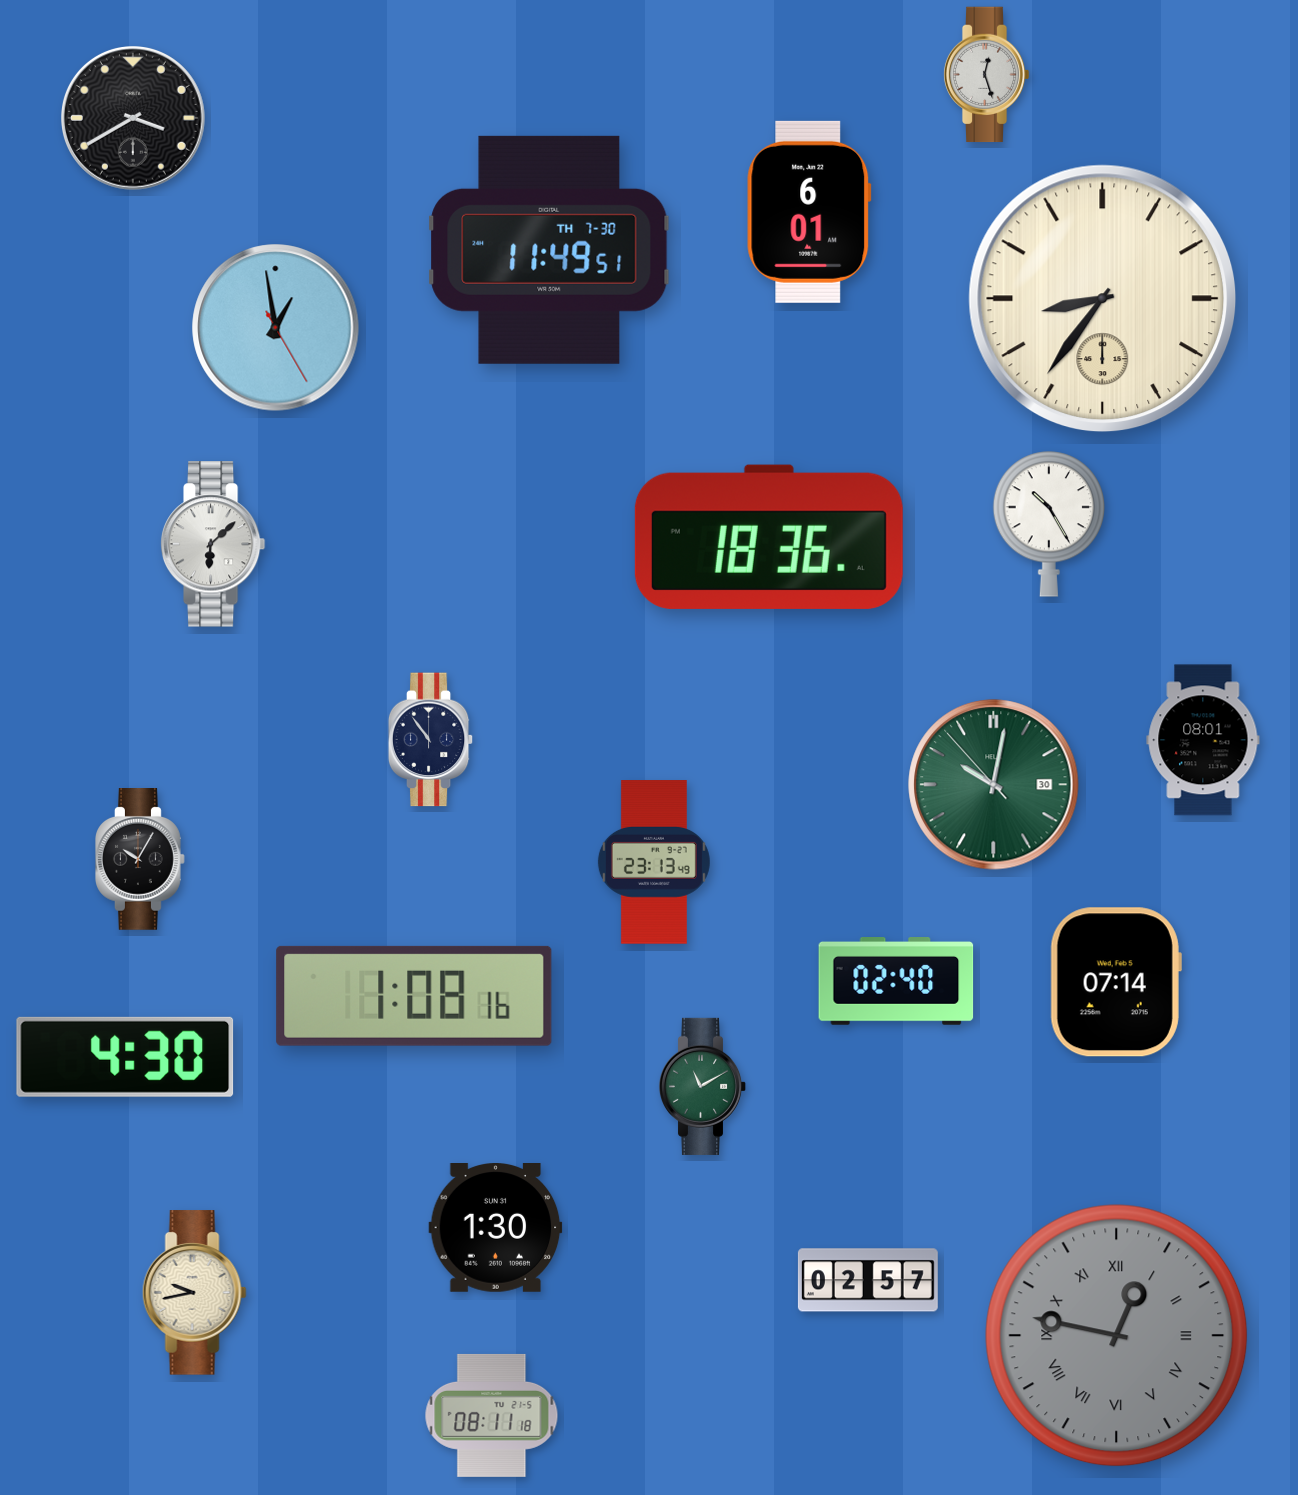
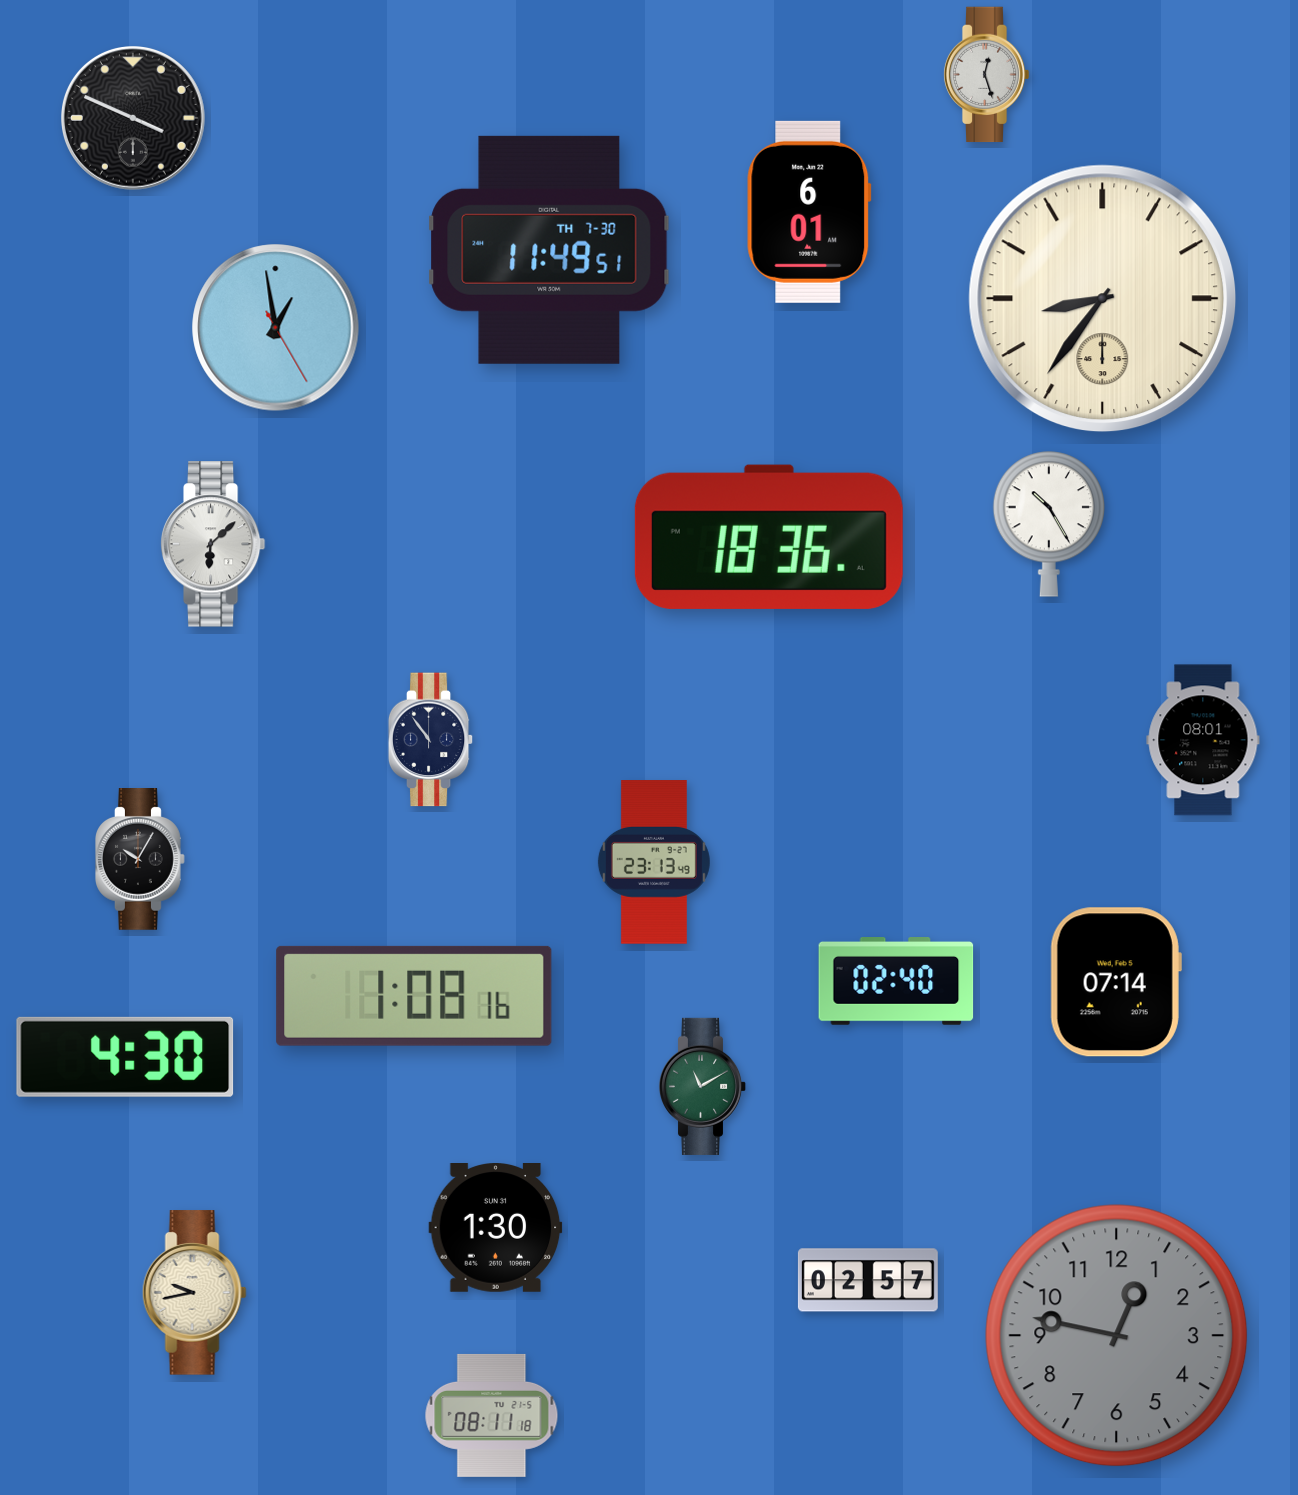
clock at (134, 119): 3:40 -> 3:49
clock at (994, 785): 10:01 -> none
clock at (1117, 1336) numerals: Roman -> Arabic
